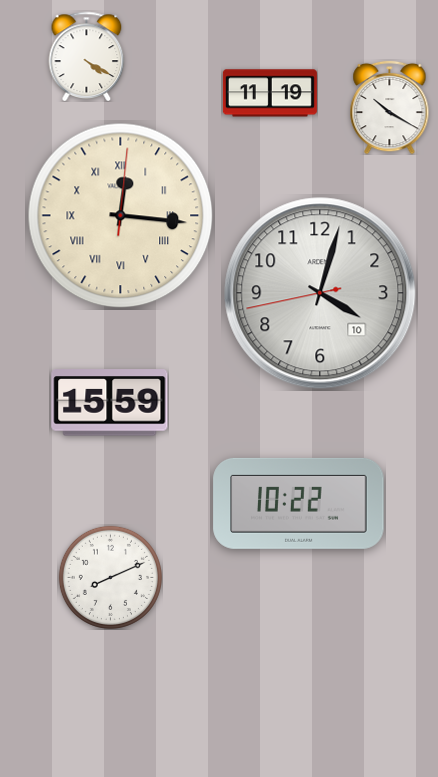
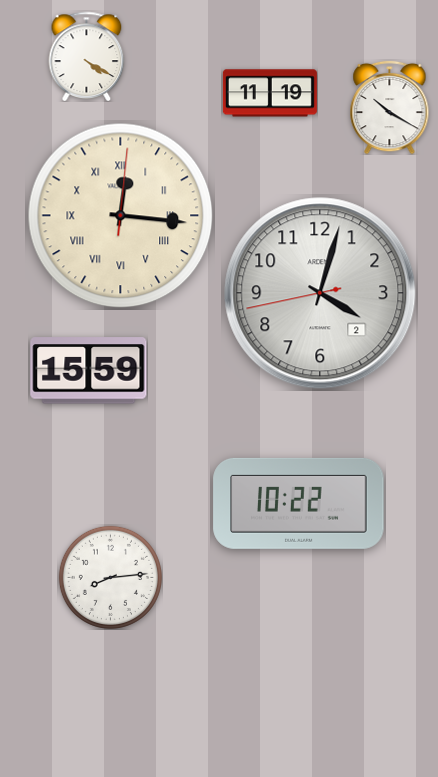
clock at (320, 293) date: 10 -> 2
clock at (110, 403) position: (110, 403) -> (89, 371)
clock at (110, 577): 8:11 -> 8:14
